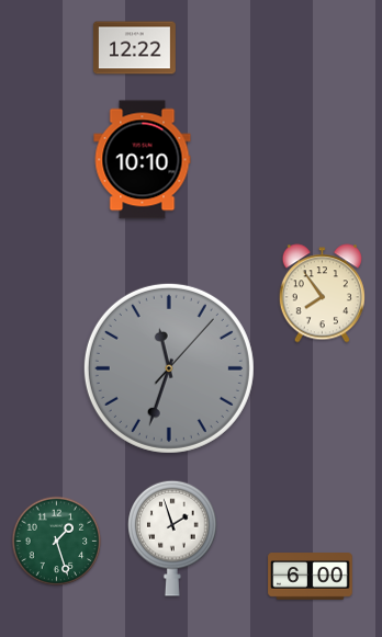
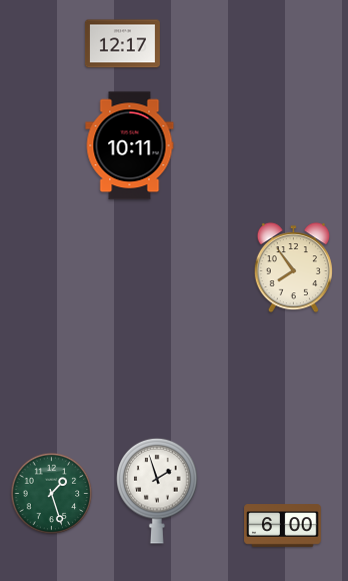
clock at (134, 48): 12:22 -> 12:17
clock at (143, 160): 10:10 -> 10:11
clock at (169, 368): 11:33 -> none
